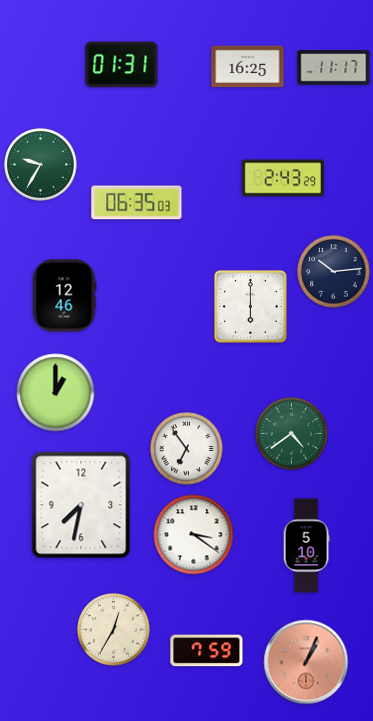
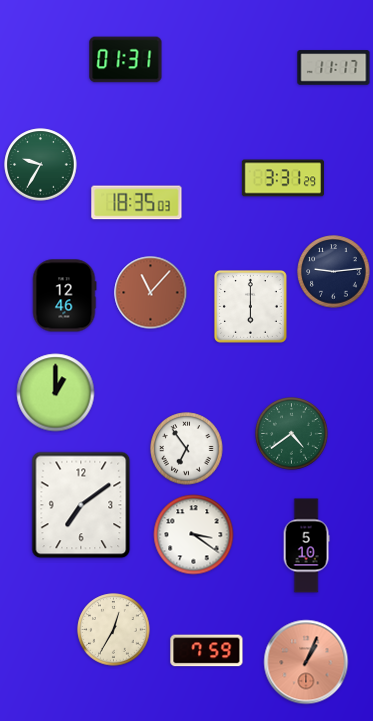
clock at (122, 65) position: (122, 65) -> (126, 60)
clock at (248, 67): 16:25 -> none
clock at (283, 178): 2:43 -> 3:31
clock at (137, 203): 06:35 -> 18:35
clock at (334, 272): 10:14 -> 9:14
clock at (151, 293): none -> 11:07
clock at (81, 505): 7:32 -> 7:09
